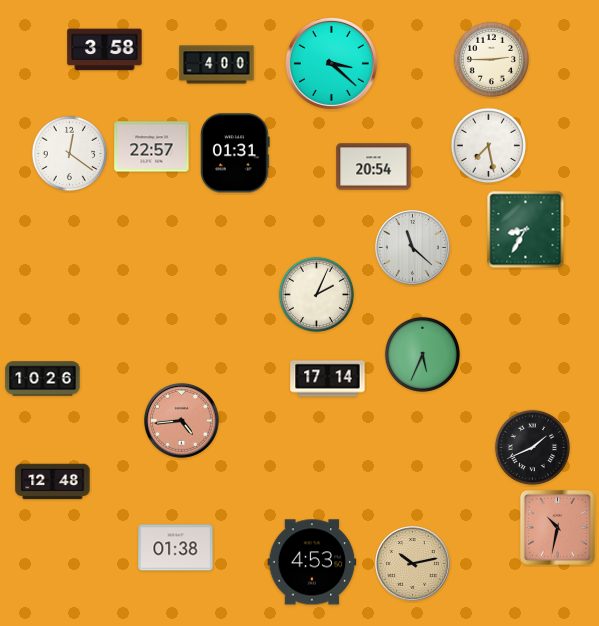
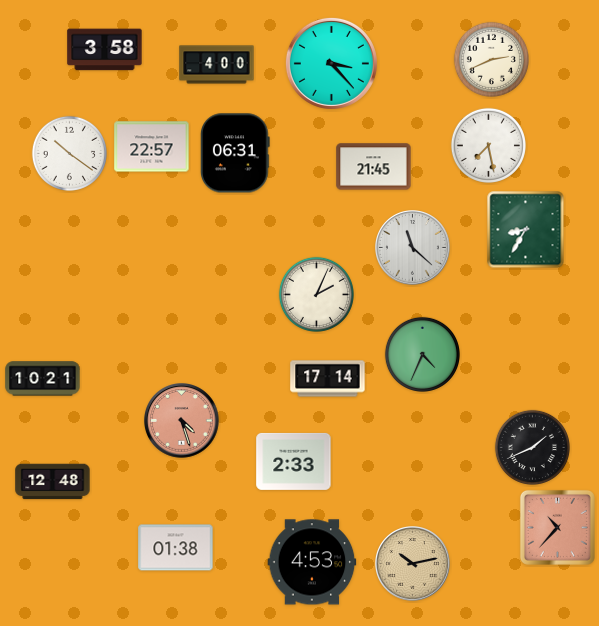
clock at (491, 59): 2:45 -> 2:41
clock at (331, 63): 3:22 -> 3:23
clock at (69, 153): 12:21 -> 10:21
clock at (236, 153): 01:31 -> 06:31
clock at (374, 167): 20:54 -> 21:45
clock at (422, 354): 5:34 -> 4:34
clock at (43, 379): 10:26 -> 10:21
clock at (182, 421): 4:44 -> 4:27
clock at (294, 461): none -> 2:33
clock at (557, 527): 10:32 -> 10:37
